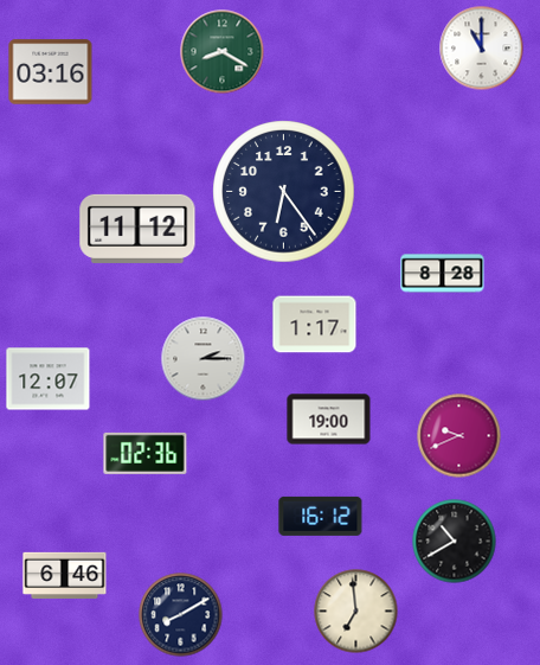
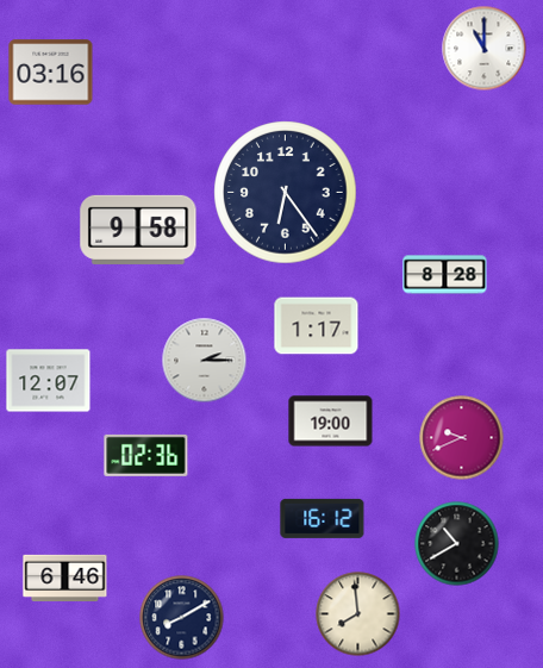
clock at (223, 52): 8:20 -> none
clock at (137, 229): 11:12 -> 9:58
clock at (356, 612): 6:59 -> 7:59
